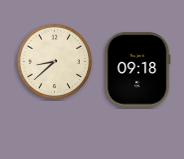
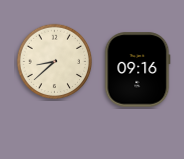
clock at (138, 70): 09:18 -> 09:16
